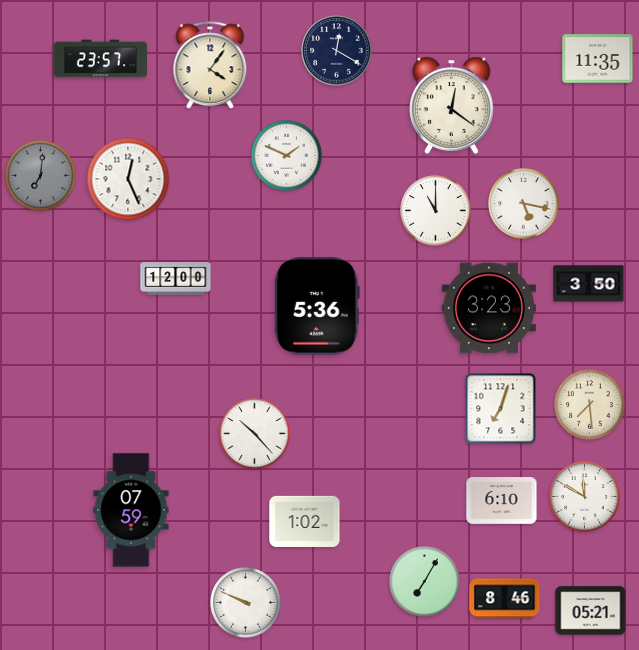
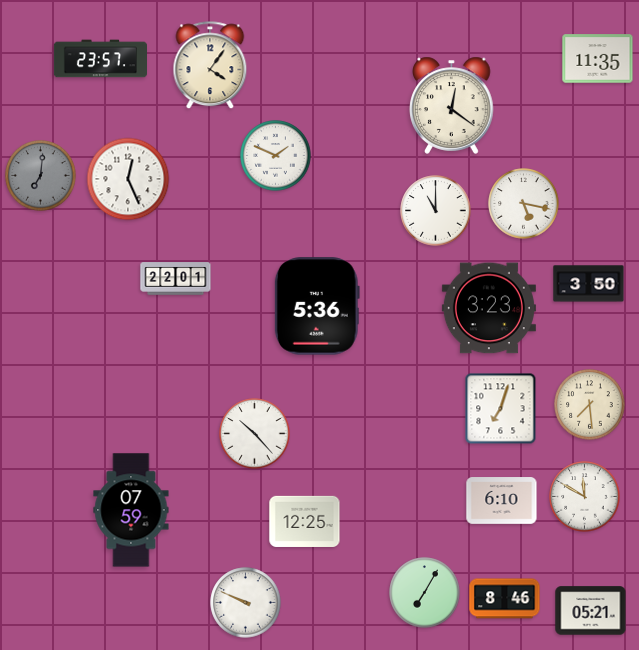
clock at (337, 51): 12:20 -> none
clock at (287, 156) position: (287, 156) -> (276, 156)
clock at (176, 279): 12:00 -> 22:01
clock at (305, 521): 1:02 -> 12:25
clock at (425, 582) position: (425, 582) -> (425, 593)
